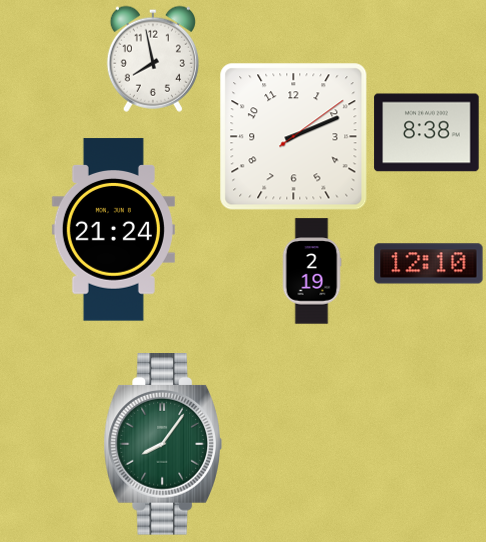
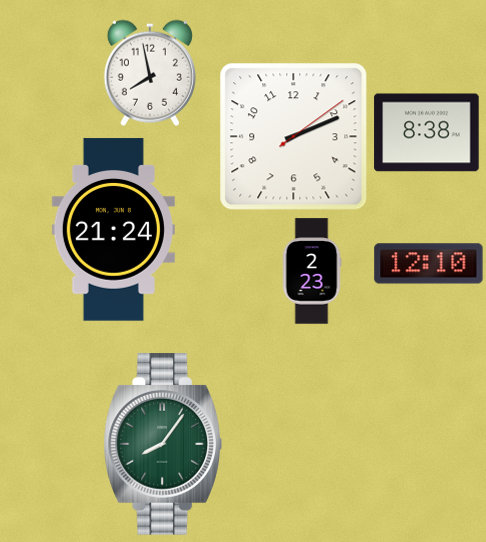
clock at (153, 59) position: (153, 59) -> (150, 73)
clock at (312, 271): 2:19 -> 2:23
